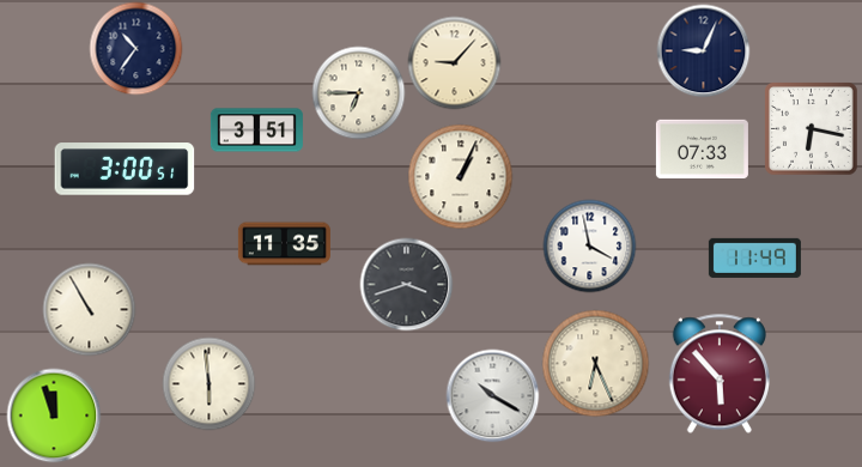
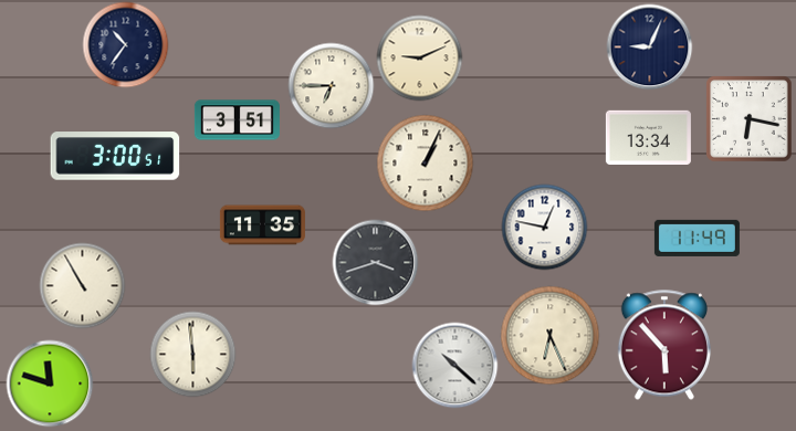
clock at (454, 62): 9:07 -> 9:11
clock at (702, 150): 07:33 -> 13:34
clock at (589, 245): 3:58 -> 12:47
clock at (492, 395): 10:20 -> 10:22
clock at (54, 416): 11:57 -> 11:48
